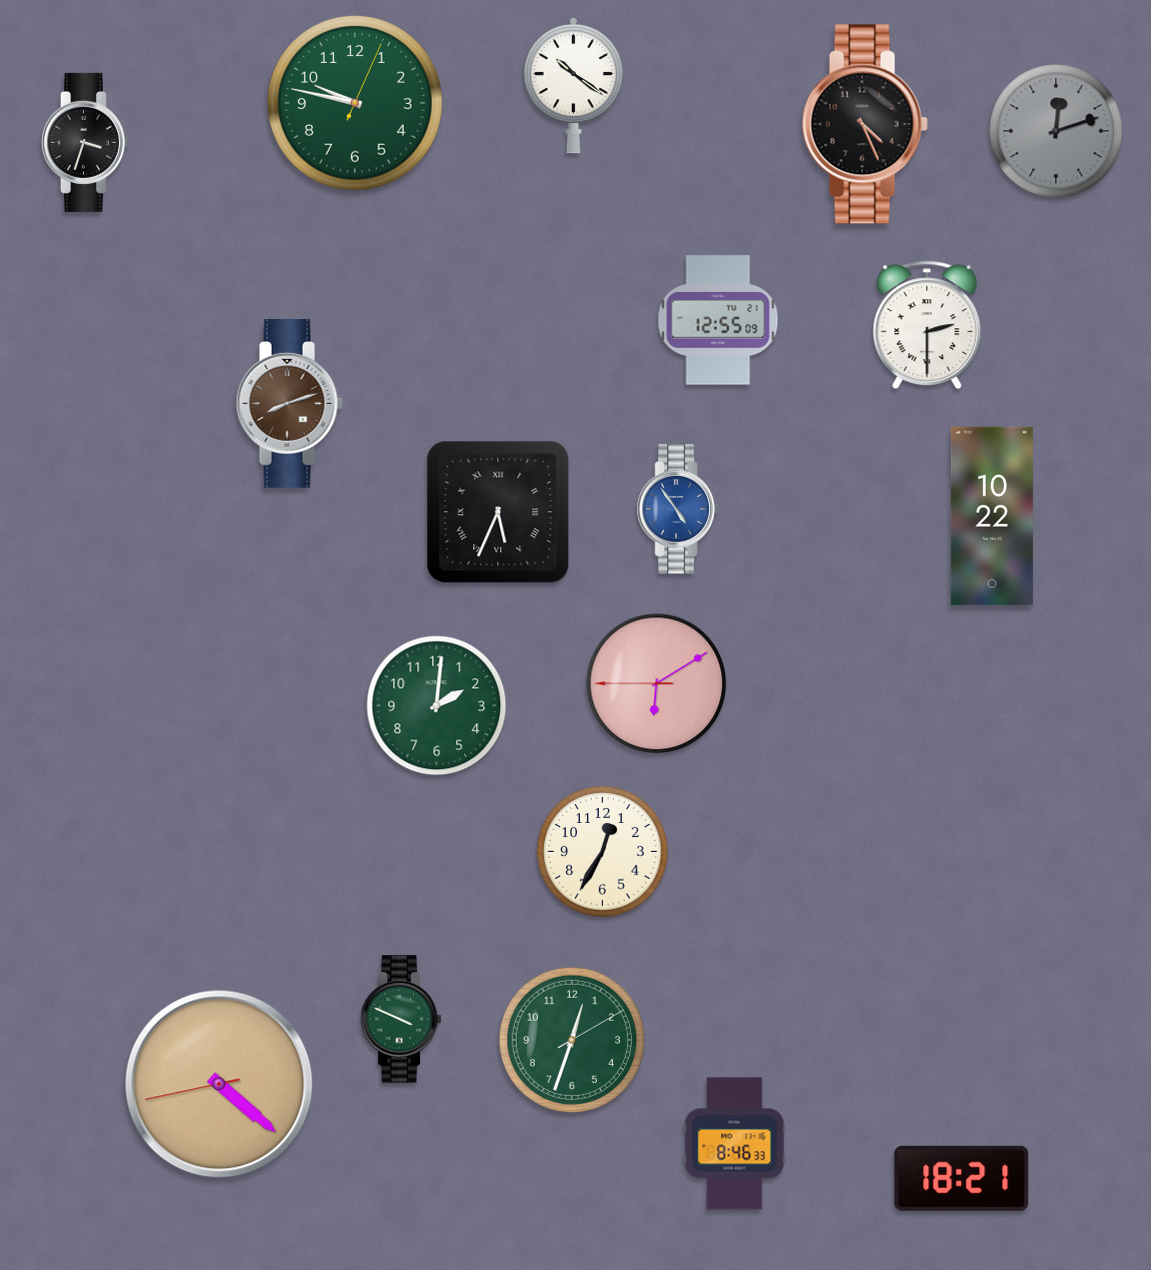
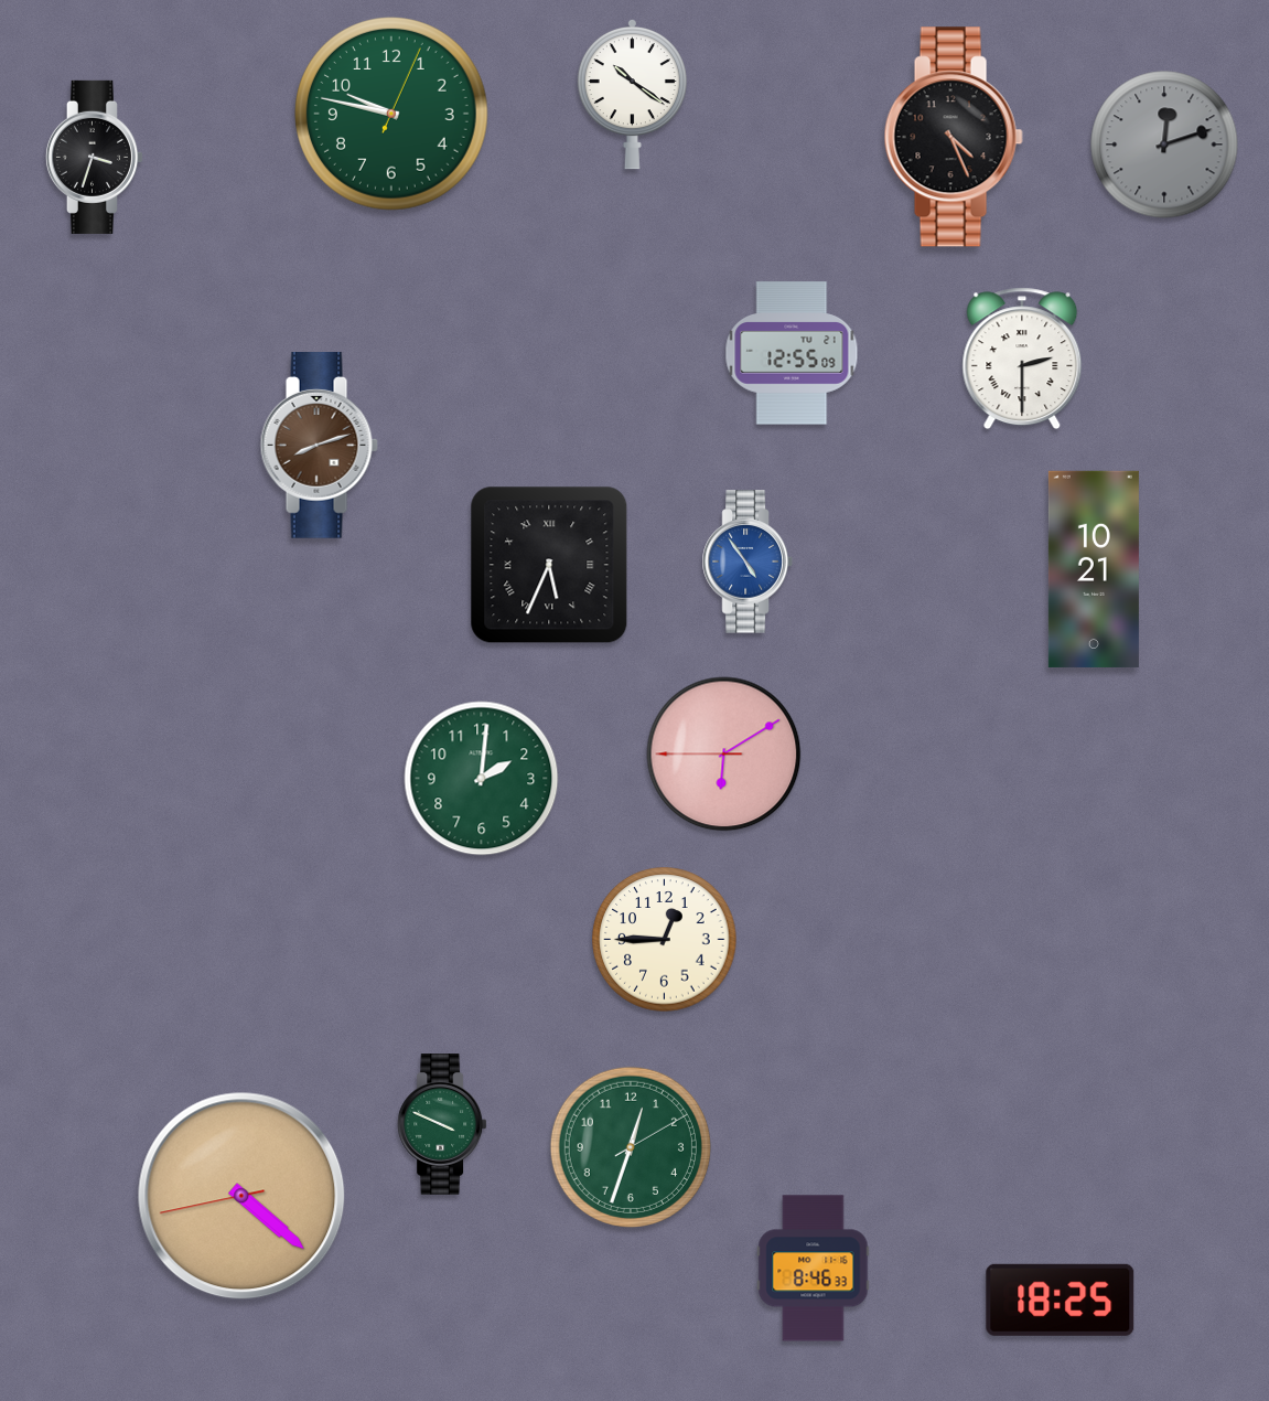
clock at (992, 516): 10:22 -> 10:21
clock at (603, 852): 12:35 -> 12:45
clock at (735, 1144) position: (735, 1144) -> (814, 1269)
clock at (962, 1178): 18:21 -> 18:25
